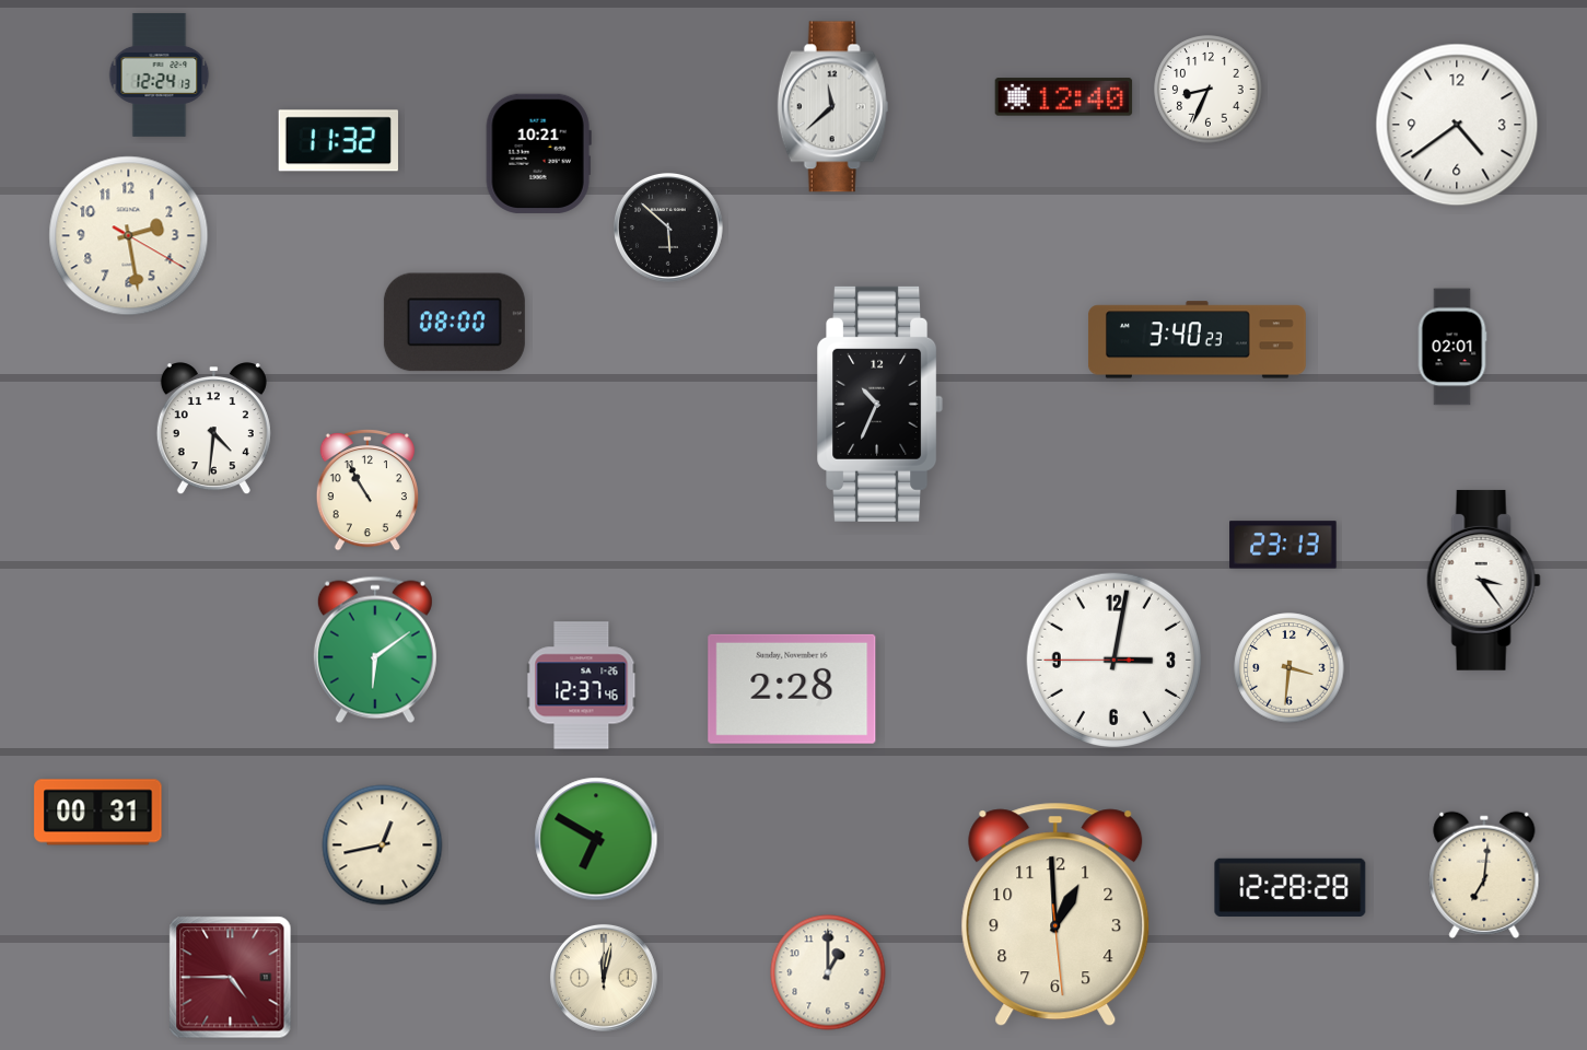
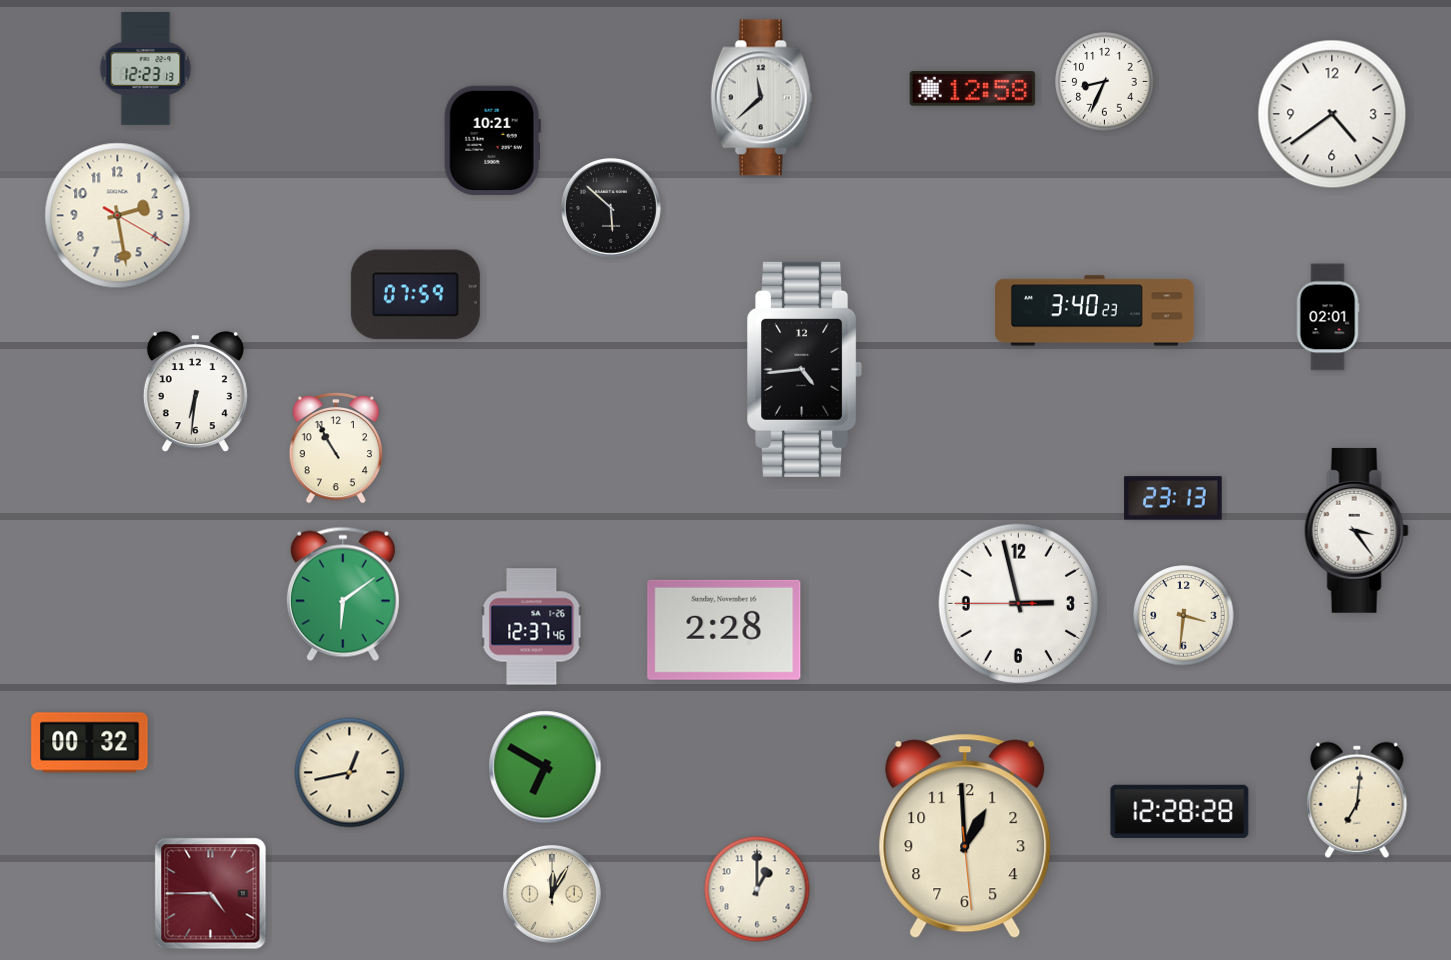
clock at (160, 74): 12:24 -> 12:23
clock at (1064, 97): 12:40 -> 12:58
clock at (338, 141): 11:32 -> none
clock at (454, 323): 08:00 -> 07:59
clock at (880, 404): 10:34 -> 4:44
clock at (213, 429): 4:31 -> 6:31
clock at (1113, 660): 3:01 -> 2:57
clock at (1290, 668) position: (1290, 668) -> (1184, 616)
clock at (98, 813): 00:31 -> 00:32
clock at (604, 978): 12:02 -> 12:05
